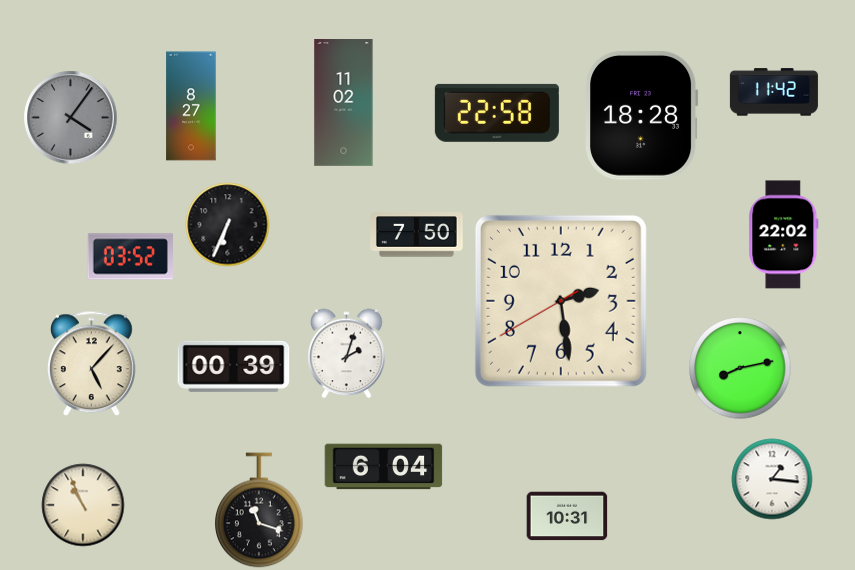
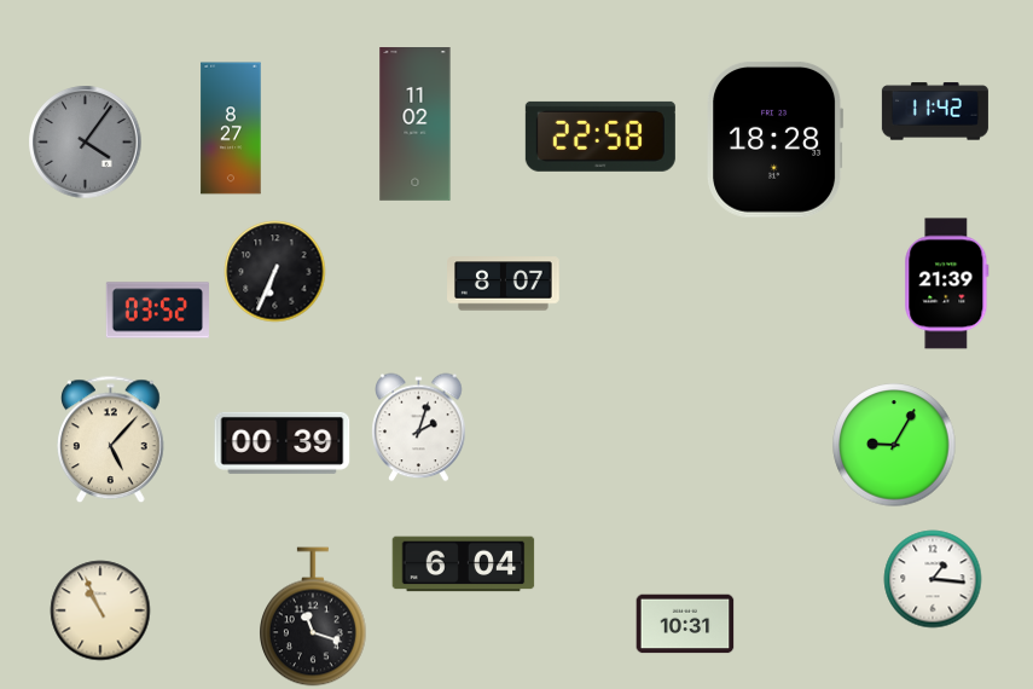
clock at (417, 235): 7:50 -> 8:07
clock at (784, 235): 22:02 -> 21:39
clock at (561, 301): 2:28 -> none
clock at (740, 368): 8:13 -> 9:05
